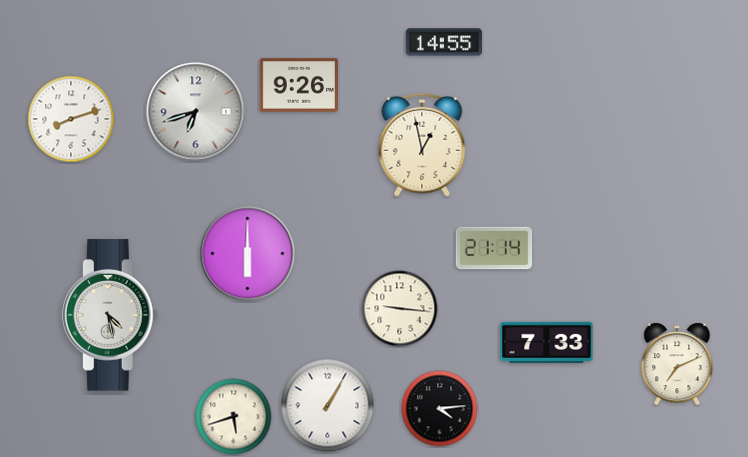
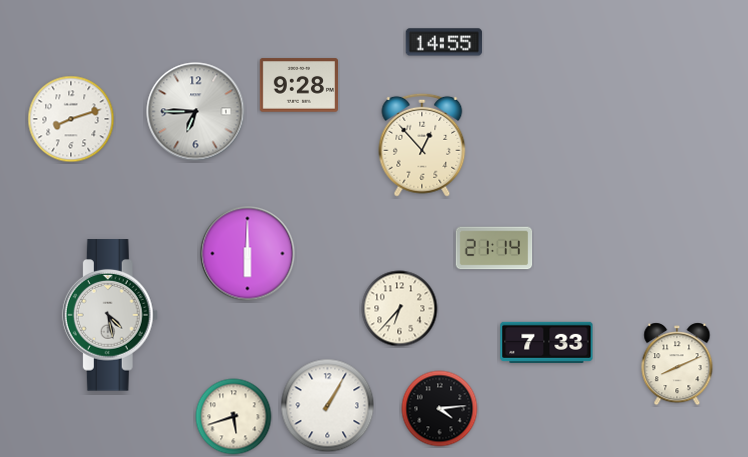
clock at (298, 85): 9:26 -> 9:28
clock at (196, 112): 6:42 -> 6:45
clock at (422, 145): 12:58 -> 12:53
clock at (400, 309): 9:16 -> 6:37
clock at (677, 364): 7:11 -> 8:11
